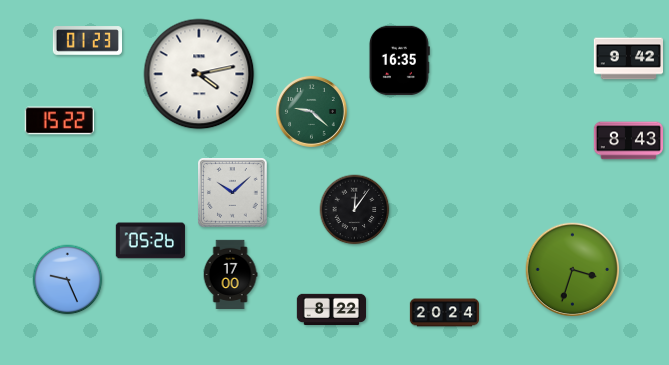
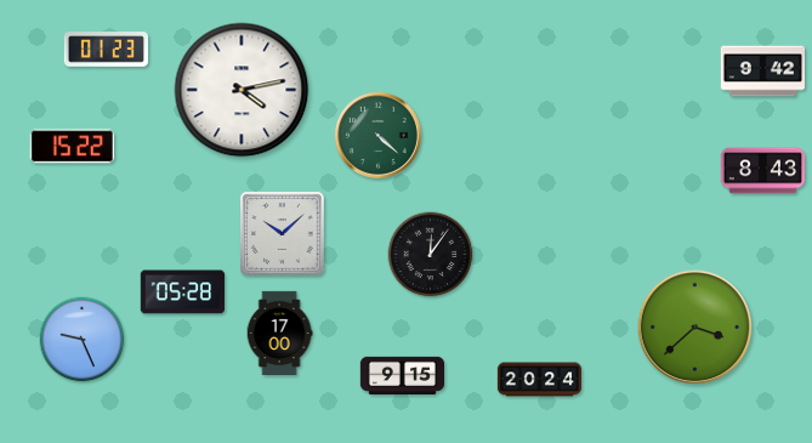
clock at (399, 60): 16:35 -> none
clock at (311, 111): 9:22 -> 4:22
clock at (150, 241): 05:26 -> 05:28
clock at (573, 270): 3:33 -> 3:38
clock at (331, 309): 8:22 -> 9:15
